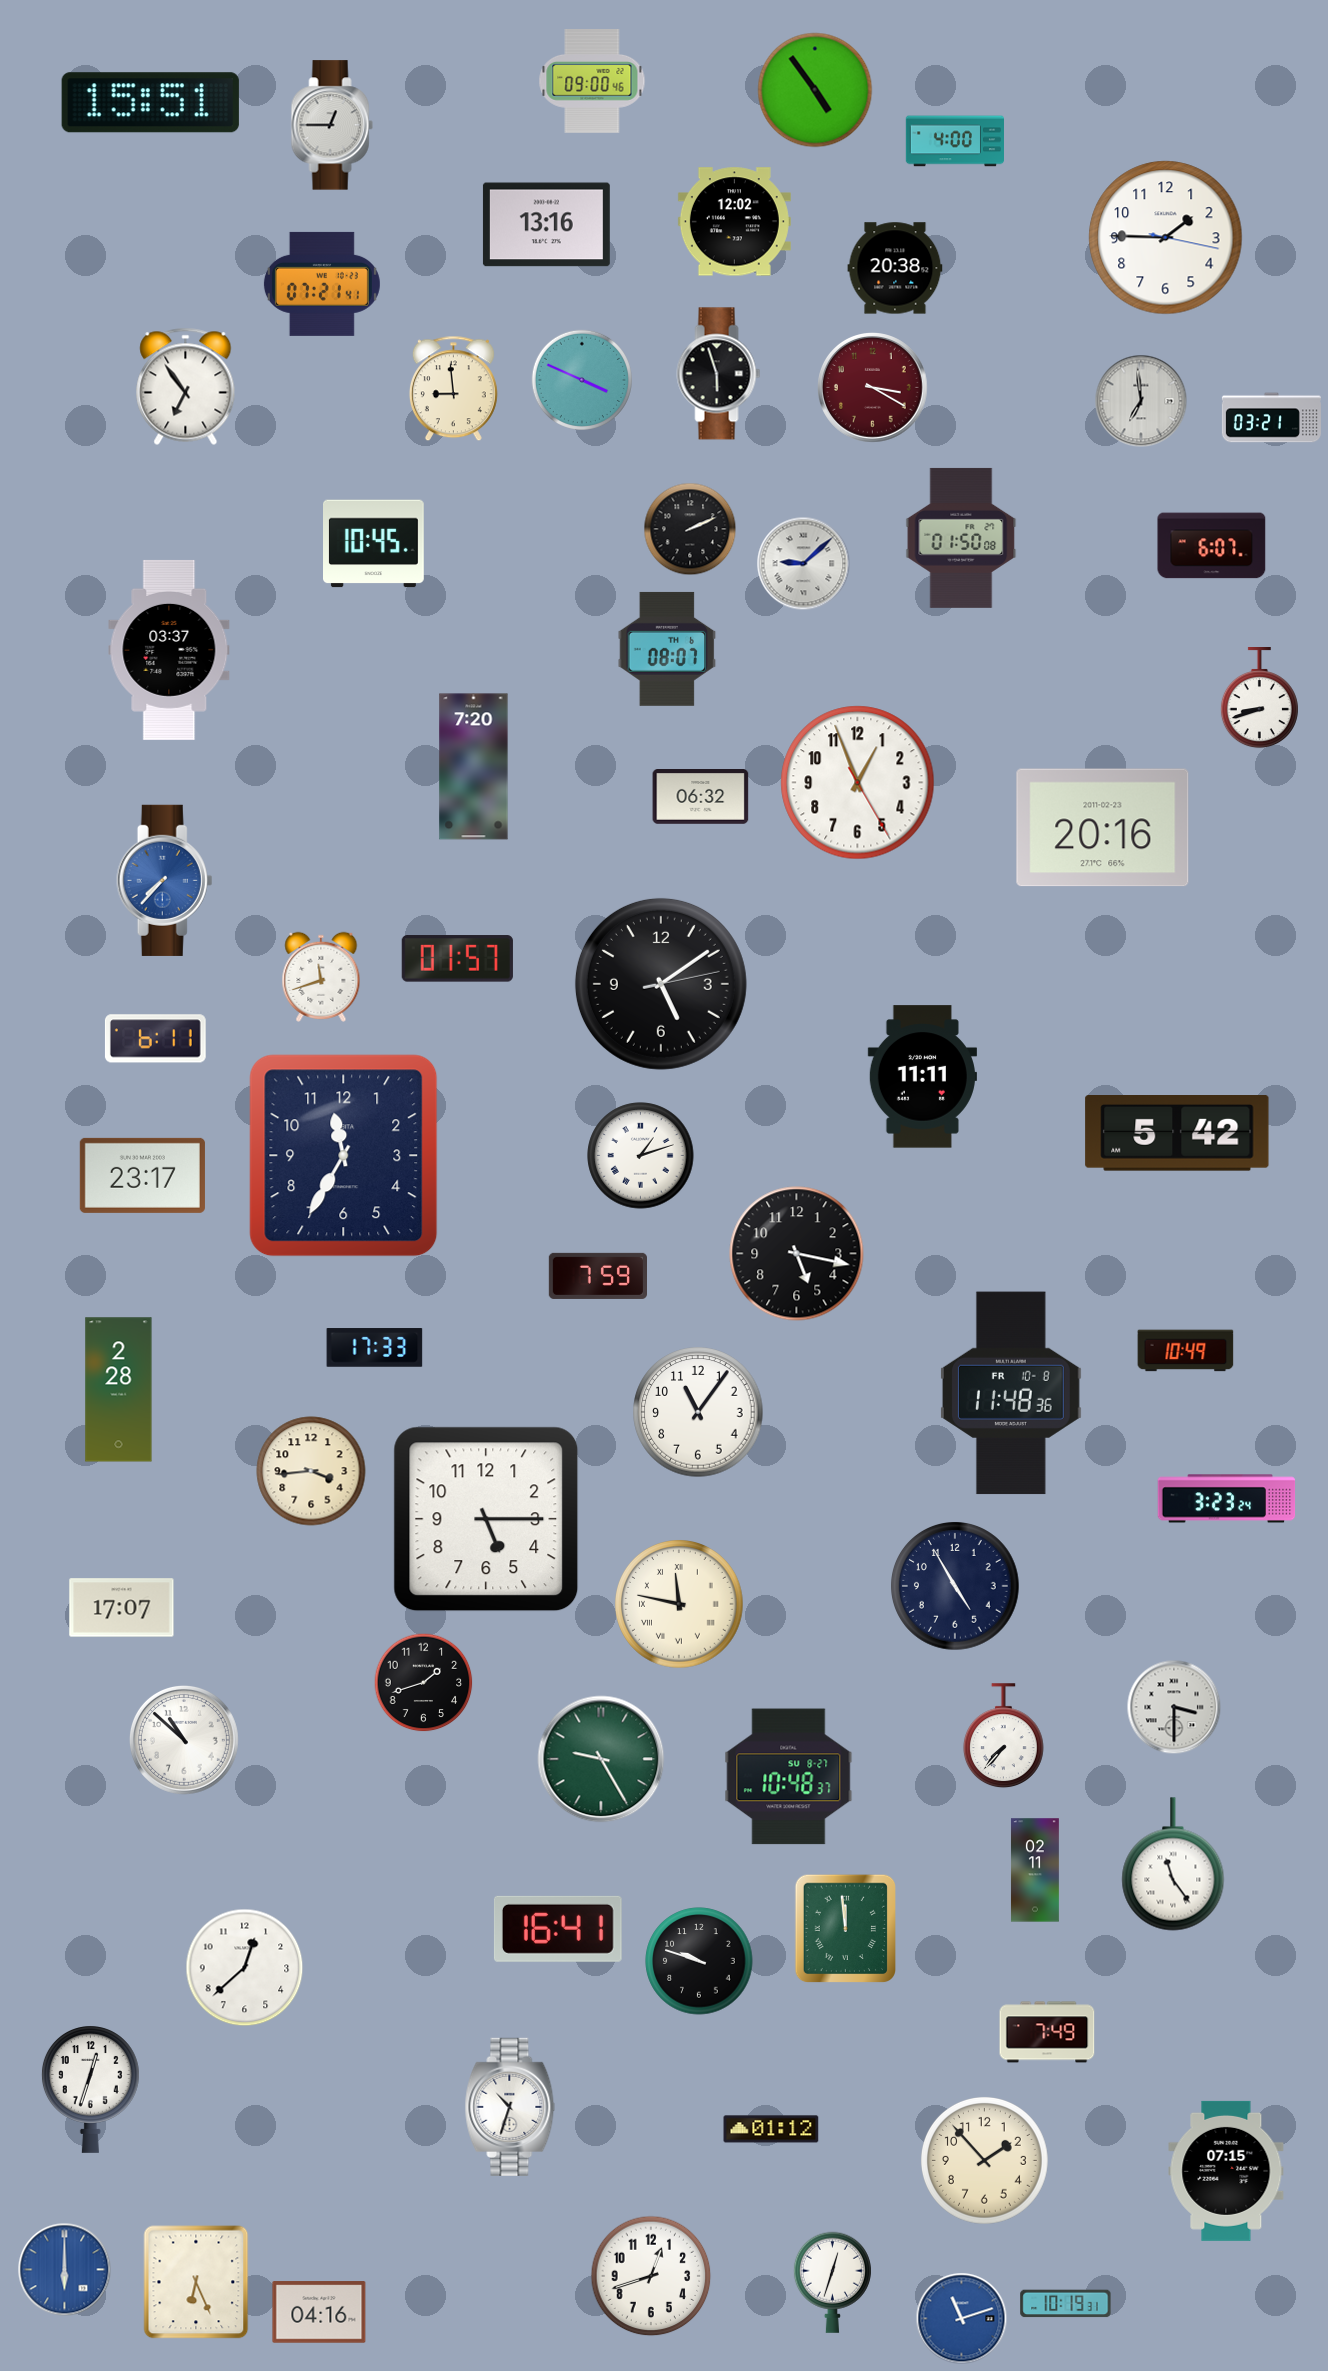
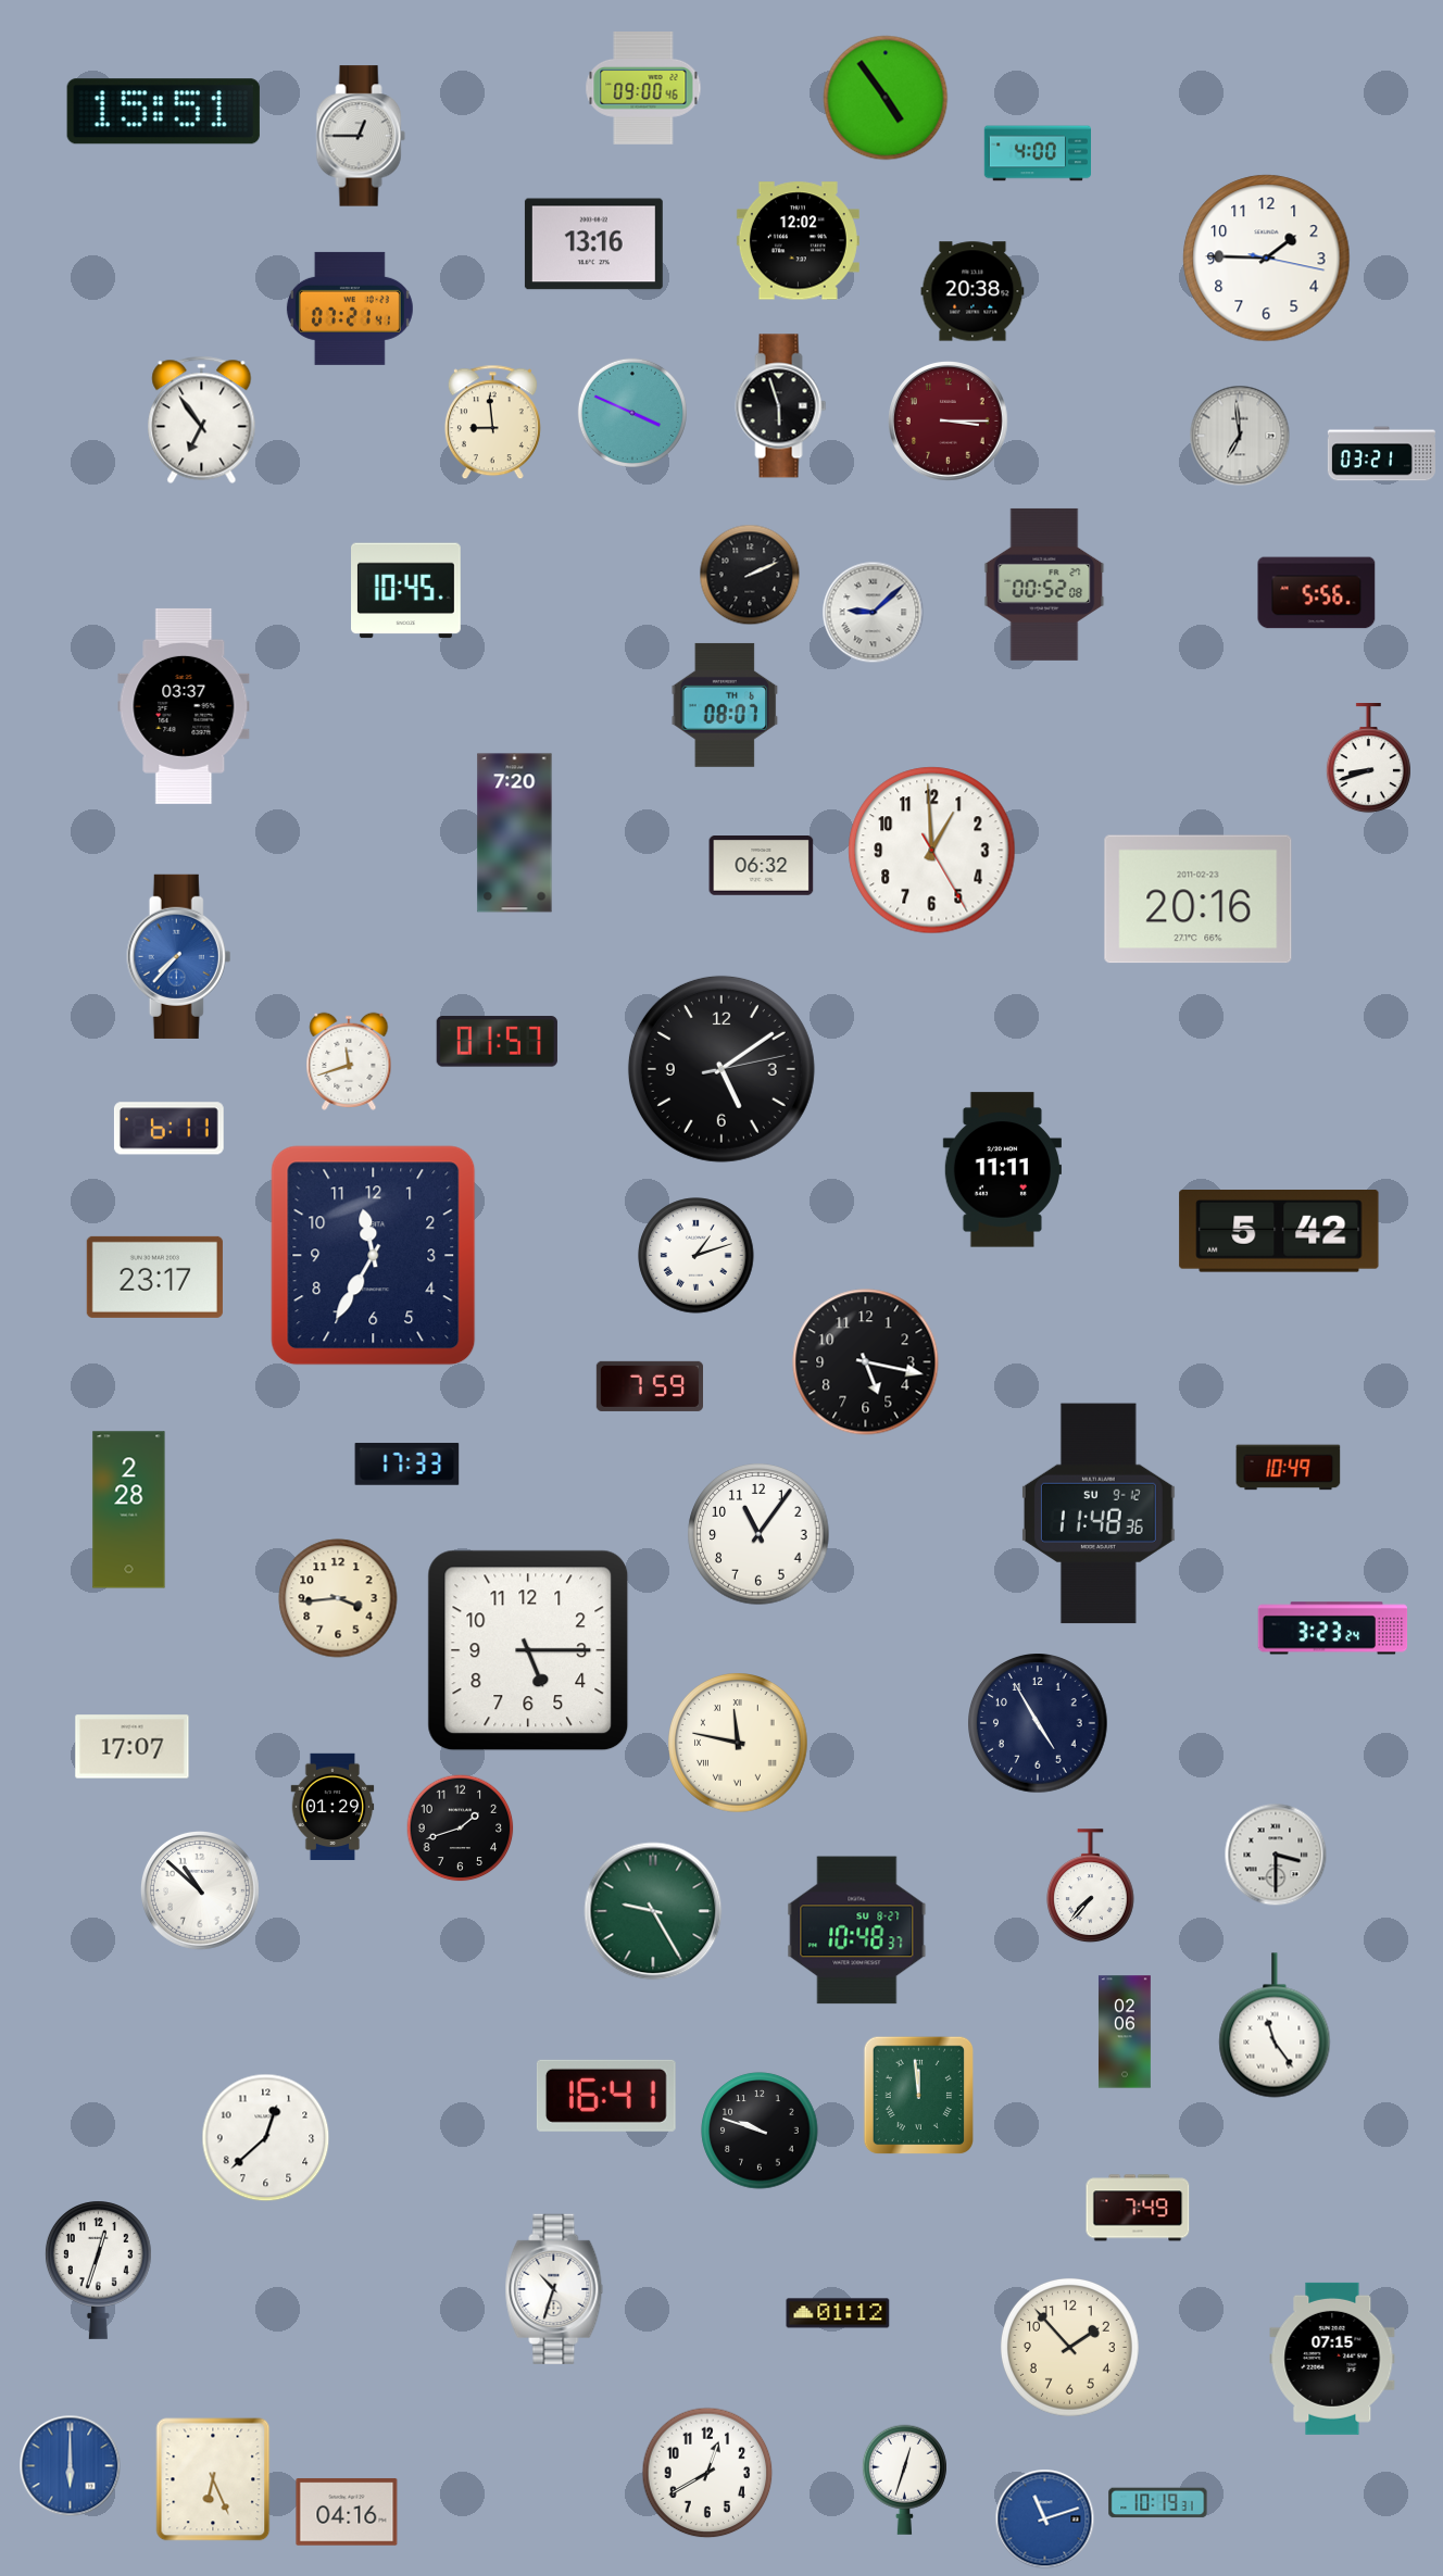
clock at (873, 388): 3:20 -> 3:15
clock at (961, 538): 01:50 -> 00:52
clock at (1212, 546): 6:07 -> 5:56
clock at (858, 783): 12:56 -> 12:59
clock at (661, 984) position: (661, 984) -> (721, 1069)
clock at (1011, 1393) date: FR 10-8 -> SU 9-12
clock at (332, 1807): none -> 01:29
clock at (1035, 1870): 02:11 -> 02:06
clock at (651, 2276): 12:42 -> 12:40
